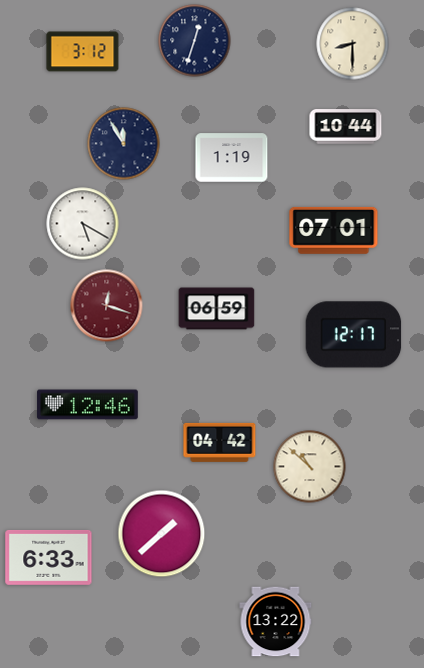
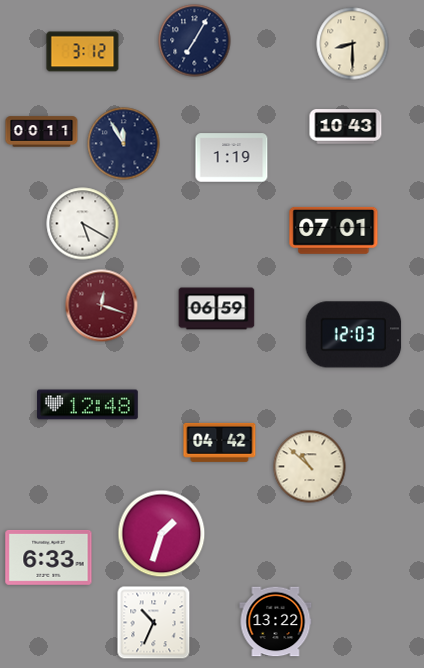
clock at (195, 41): 12:33 -> 7:05
clock at (346, 127): 10:44 -> 10:43
clock at (42, 132): none -> 00:11
clock at (107, 306) position: (107, 306) -> (102, 306)
clock at (354, 335): 12:17 -> 12:03
clock at (88, 405): 12:46 -> 12:48
clock at (162, 534): 1:38 -> 1:33
clock at (154, 623): none -> 10:34
